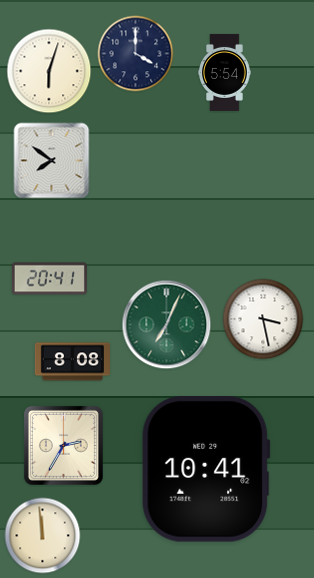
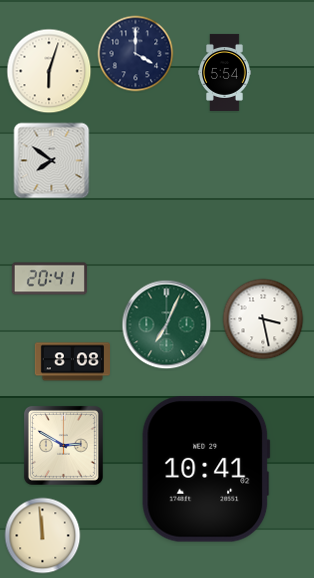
clock at (63, 445): 2:35 -> 2:50
